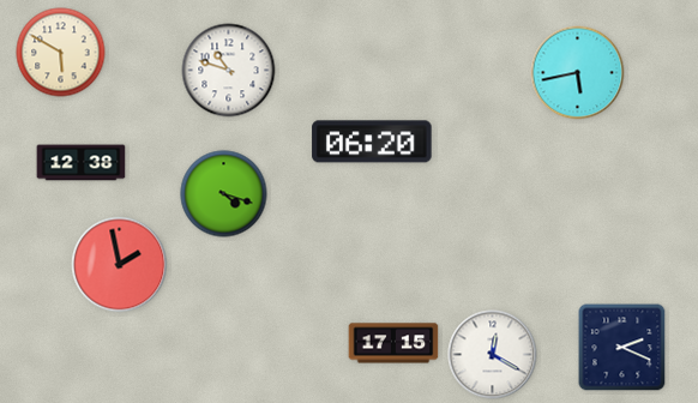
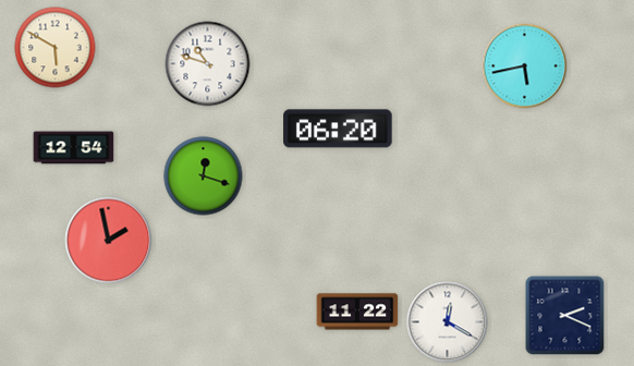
clock at (82, 163): 12:38 -> 12:54
clock at (224, 194): 4:18 -> 12:18
clock at (393, 343): 17:15 -> 11:22
